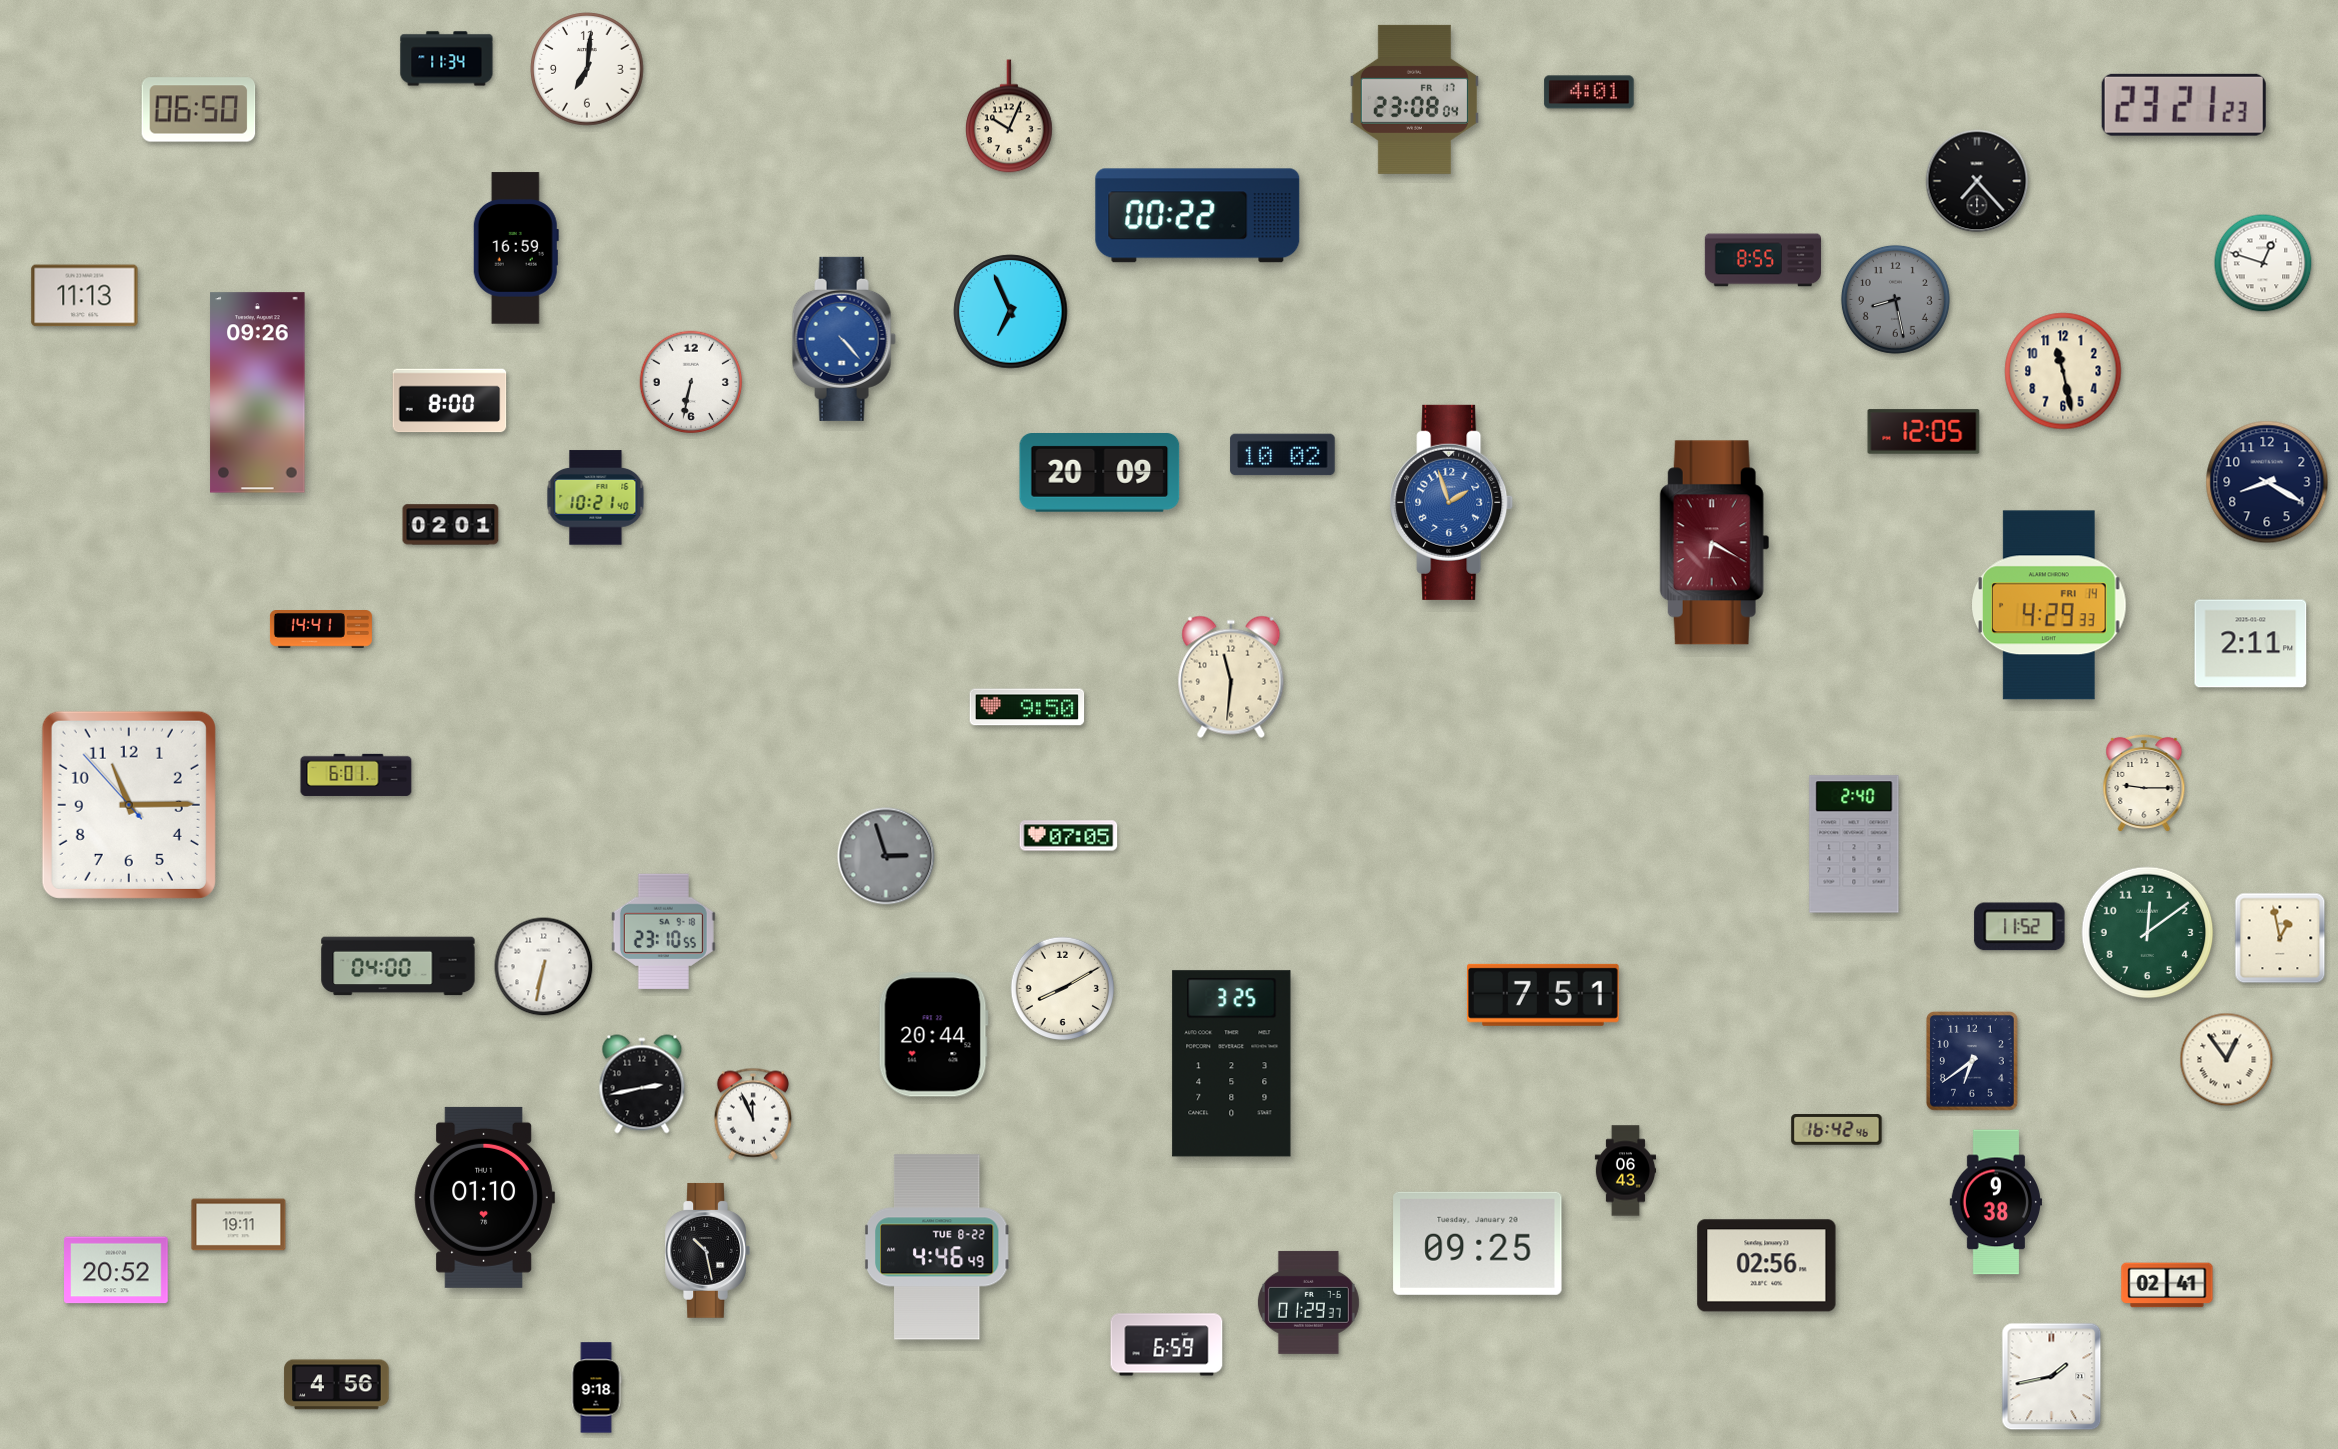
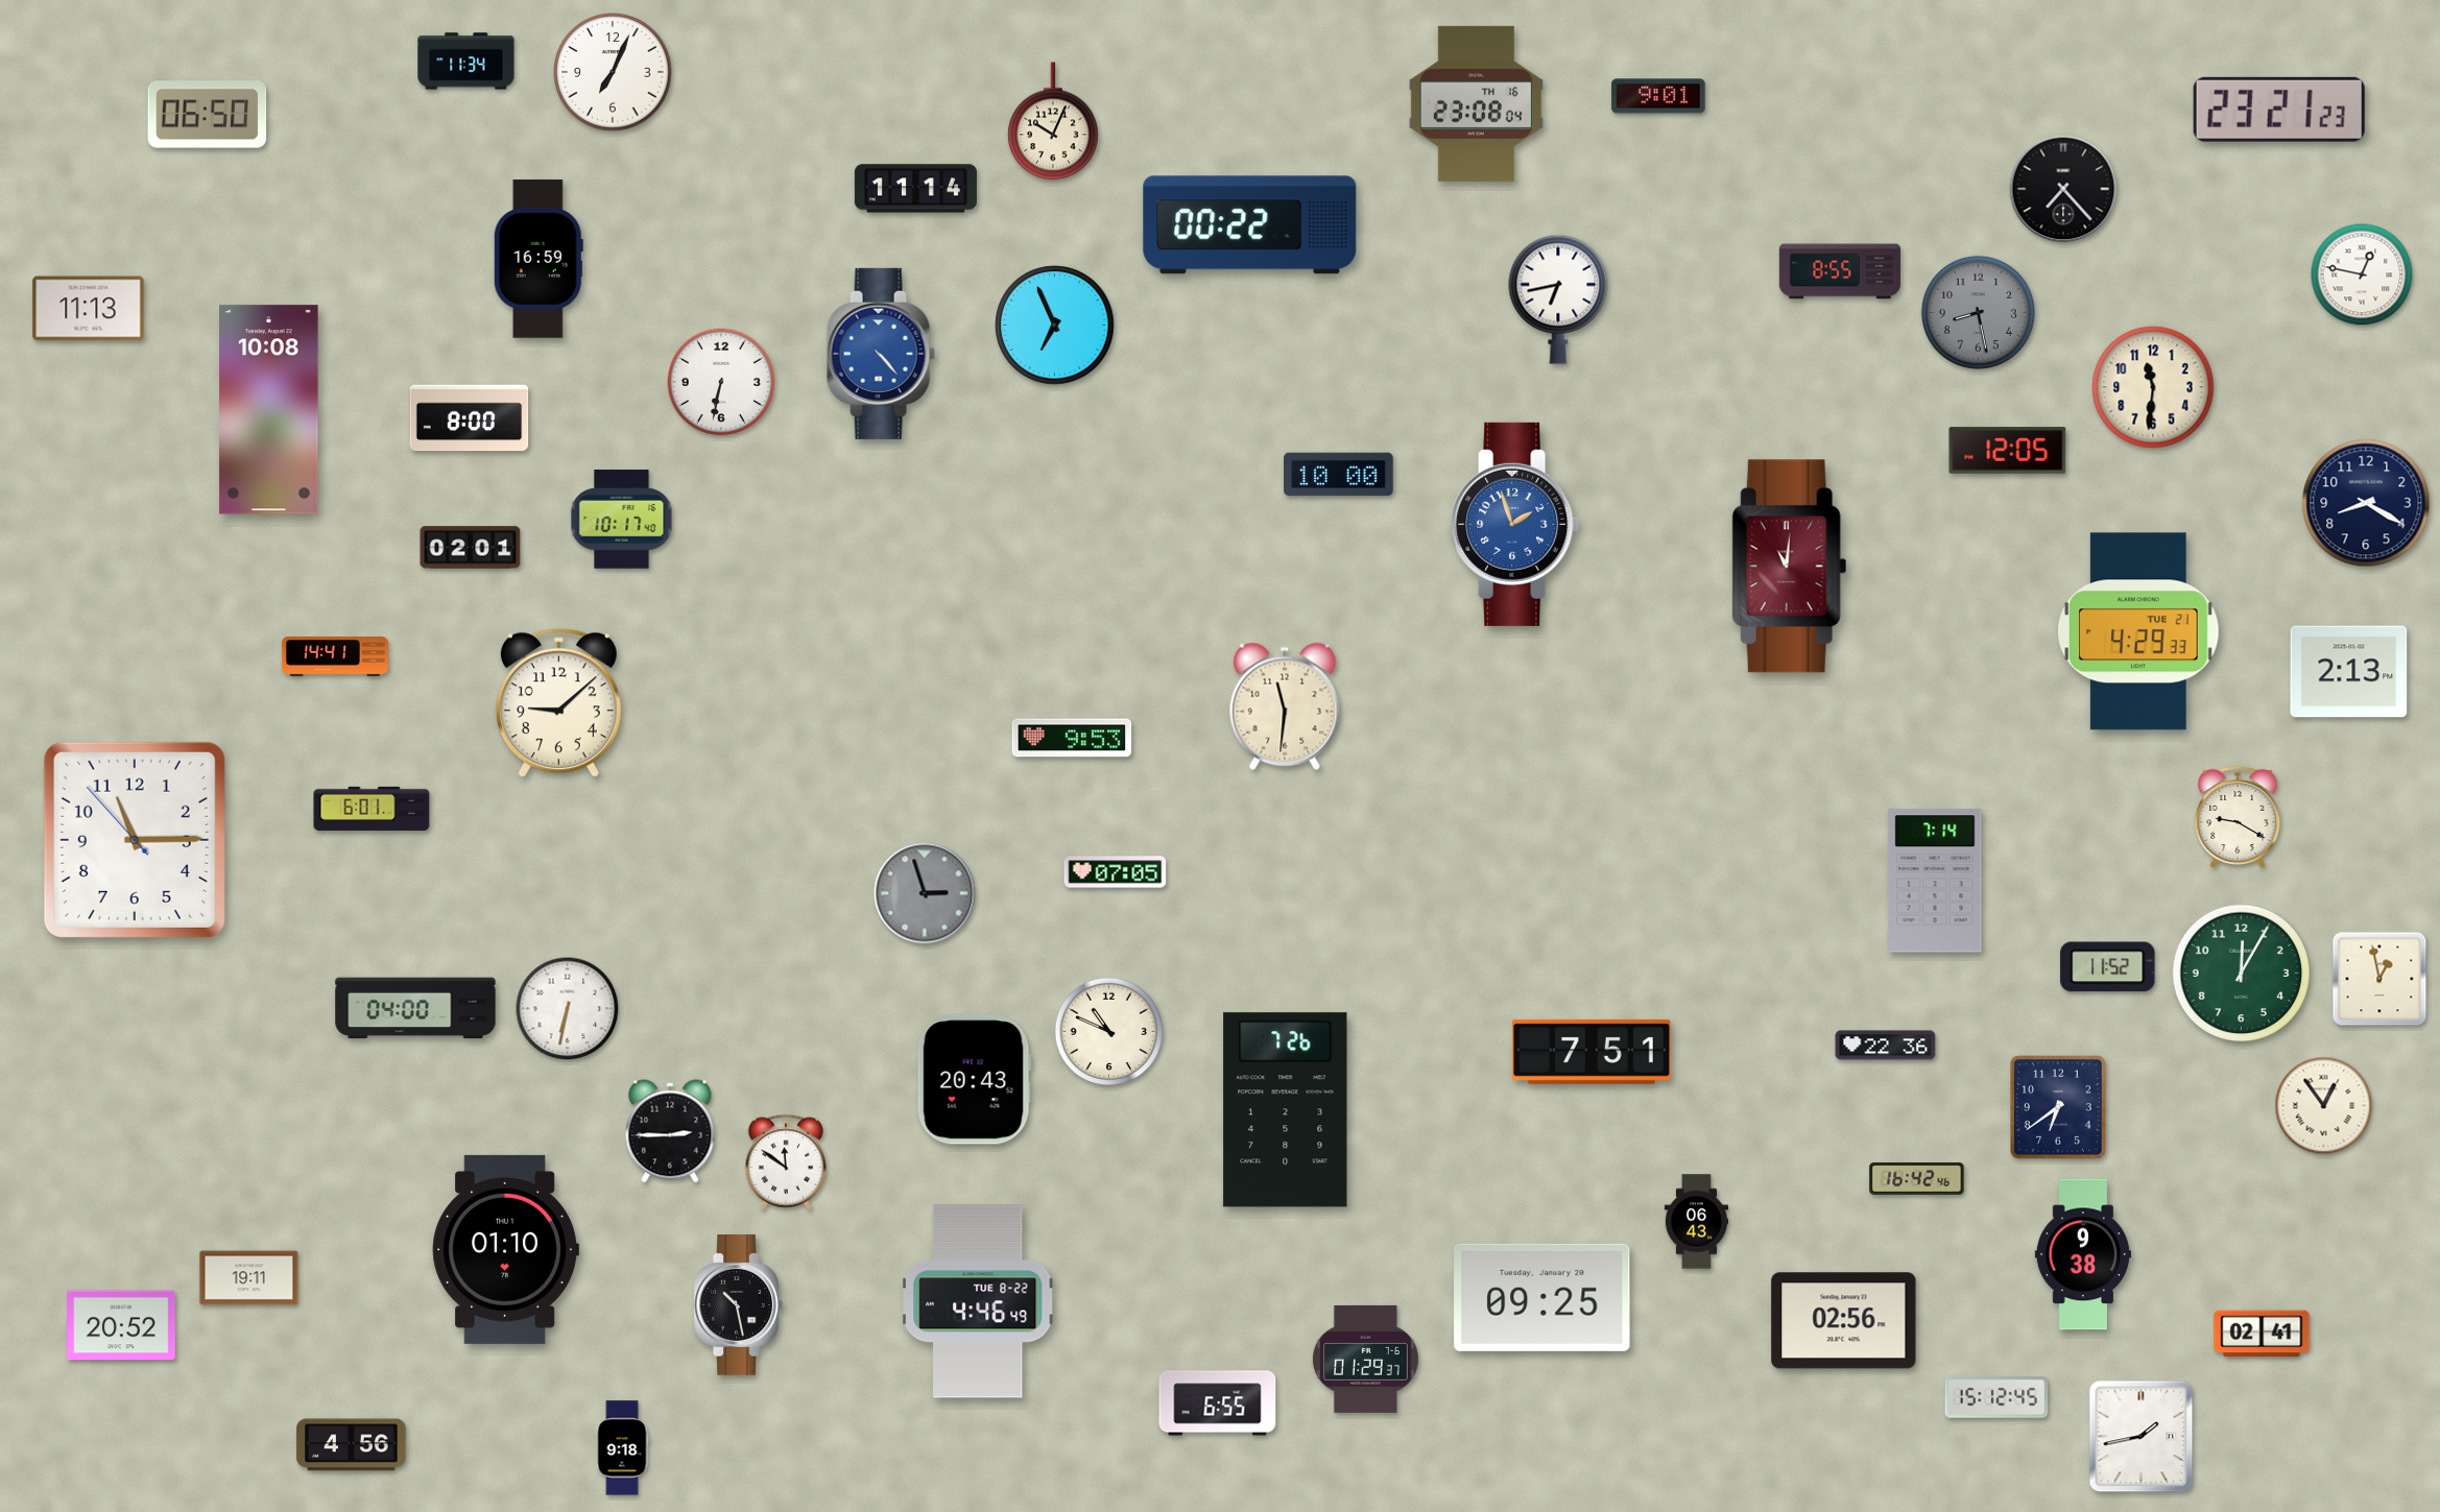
clock at (587, 69): 7:01 -> 7:04
clock at (1589, 92): 4:01 -> 9:01
clock at (1414, 99) date: FR 17 -> TH 16
clock at (915, 189): none -> 11:14
clock at (2263, 263): 12:48 -> 12:47
clock at (1558, 299): none -> 6:43
clock at (2063, 371): 11:28 -> 11:31
clock at (691, 382) position: (691, 382) -> (721, 382)
clock at (258, 393): 09:26 -> 10:08
clock at (1283, 455): 10:02 -> 10:00
clock at (1100, 473): 20:09 -> none
clock at (596, 498): 10:21 -> 10:17
clock at (1714, 543): 6:20 -> 11:01
clock at (2049, 605) date: FRI 14 -> TUE 21
clock at (2251, 644): 2:11 -> 2:13
clock at (558, 703): none -> 9:08
clock at (1027, 707): 9:50 -> 9:53
clock at (2144, 783): 9:15 -> 9:20
clock at (1854, 844): 2:40 -> 7:14
clock at (663, 931): 23:10 -> none
clock at (2148, 933): 12:09 -> 12:05
clock at (1063, 989): 8:10 -> 10:49
clock at (1544, 995) position: (1544, 995) -> (1593, 1052)
clock at (1886, 1046): none -> 22:36
clock at (933, 1035): 20:44 -> 20:43
clock at (1232, 1064): 3:25 -> 7:26
clock at (642, 1084): 2:43 -> 2:45
clock at (752, 1114): 11:56 -> 11:51
clock at (2167, 1285) position: (2167, 1285) -> (2262, 1334)
clock at (1996, 1397): none -> 15:12
clock at (1167, 1345): 6:59 -> 6:55
